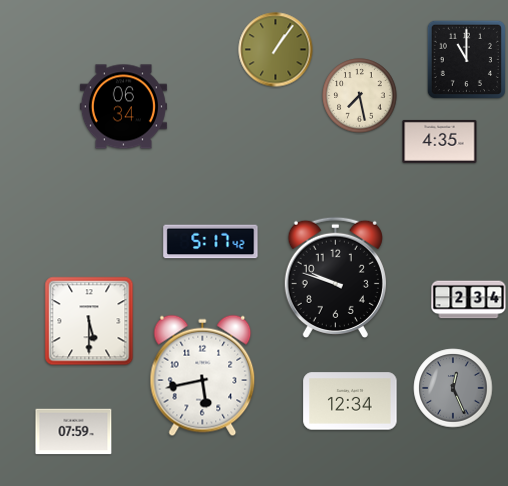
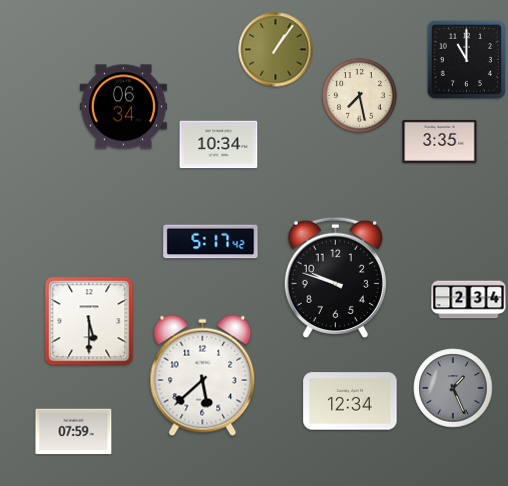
clock at (440, 141): 4:35 -> 3:35
clock at (219, 145): none -> 10:34
clock at (203, 376): 5:43 -> 5:38
clock at (453, 388): 12:26 -> 1:26
